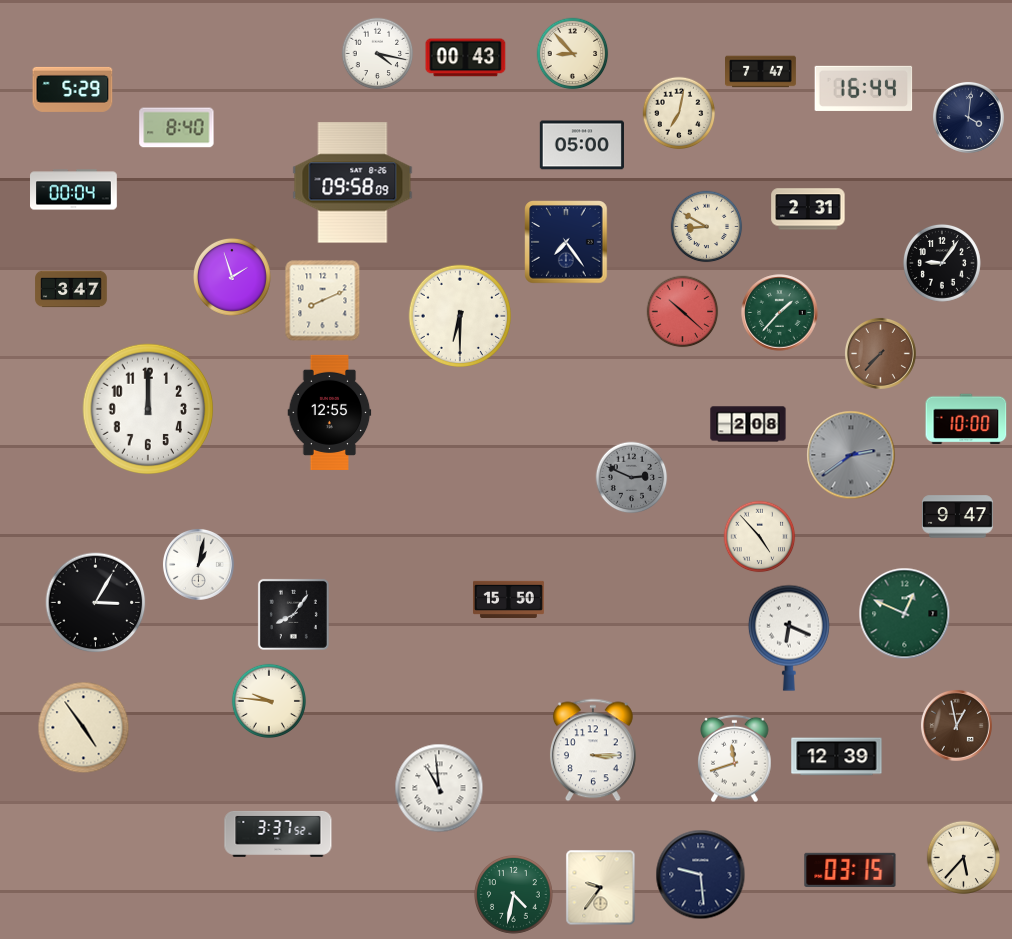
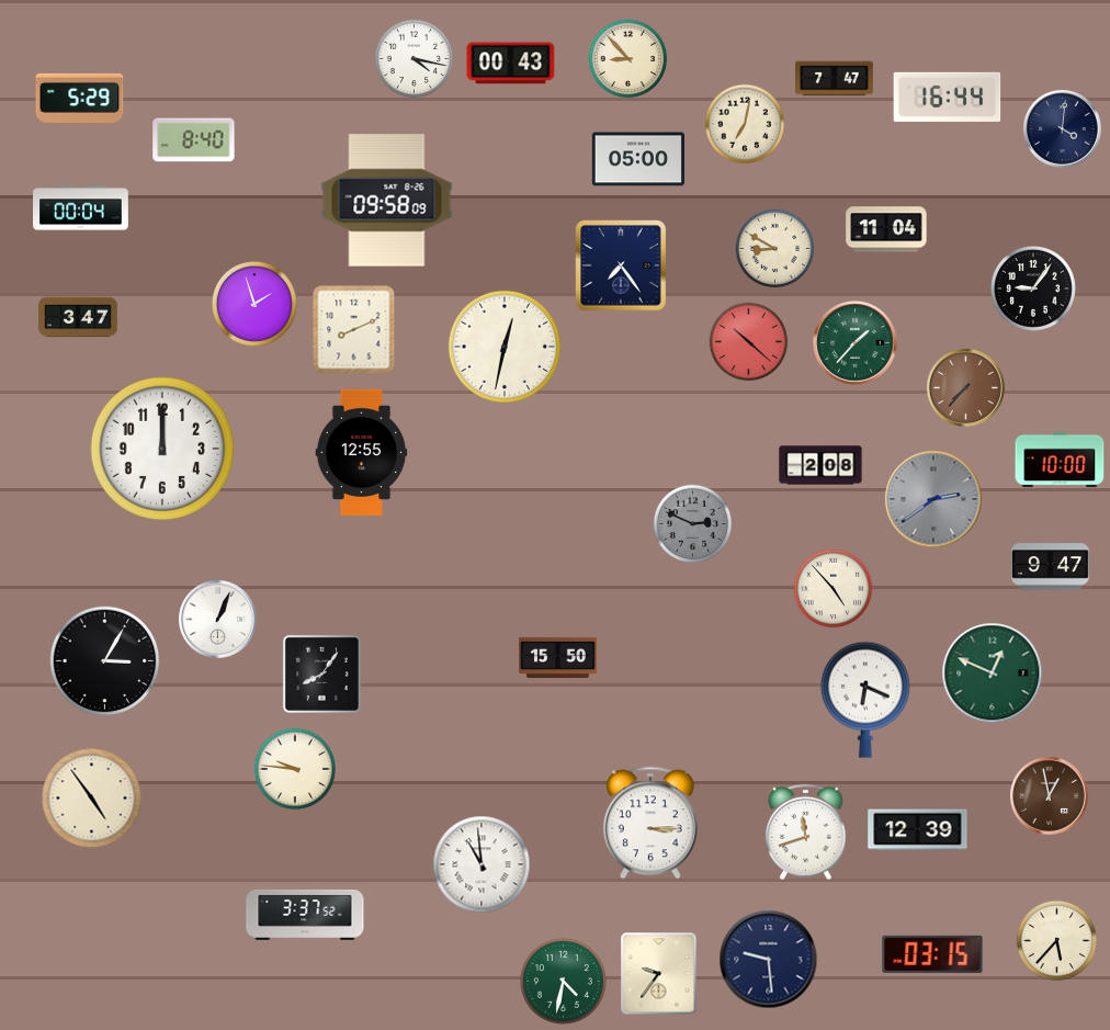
clock at (808, 209): 2:31 -> 11:04
clock at (459, 315): 6:30 -> 12:32
clock at (198, 564): 1:02 -> 1:04
